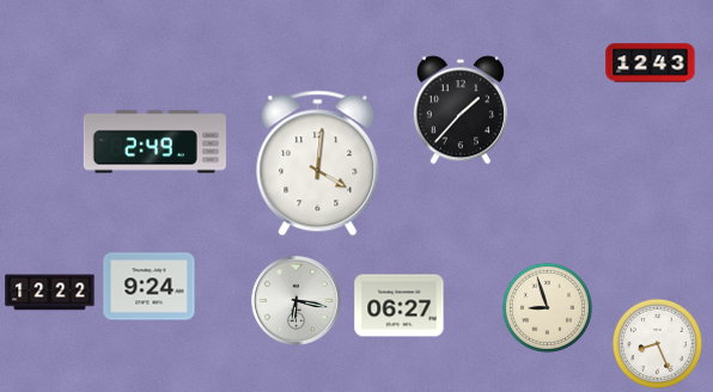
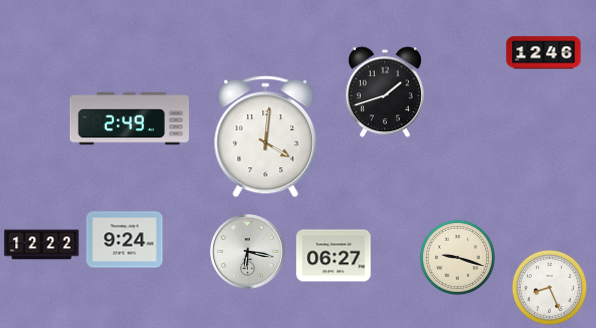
clock at (651, 63): 12:43 -> 12:46
clock at (461, 110): 1:37 -> 1:42
clock at (547, 307): 8:57 -> 9:18
